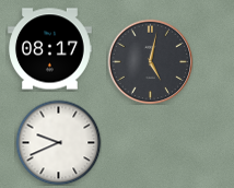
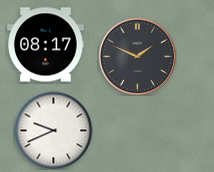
clock at (150, 61): 5:02 -> 1:49
